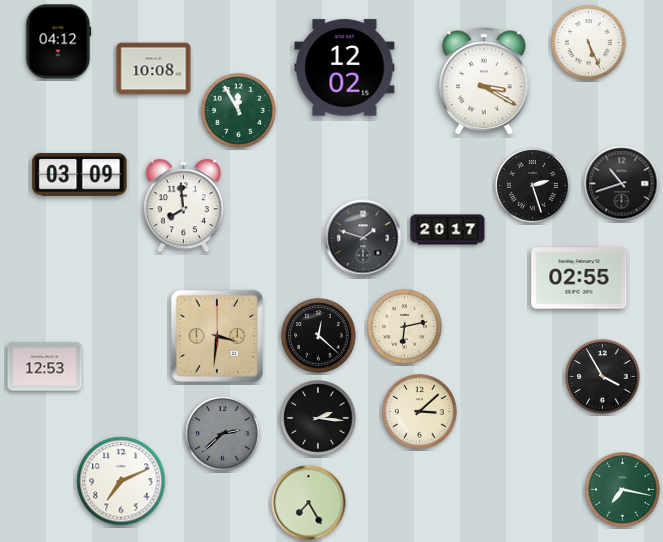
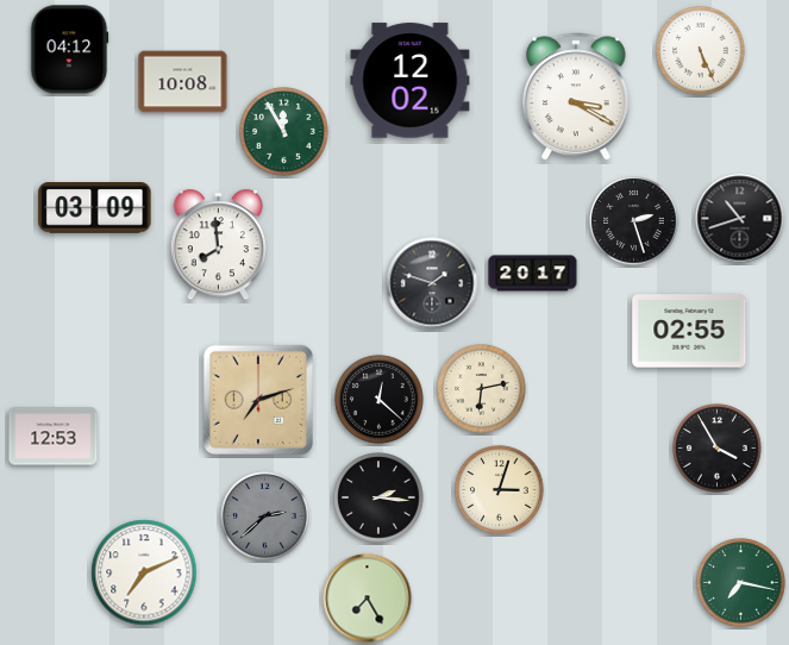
clock at (217, 336): 3:31 -> 7:12
clock at (420, 412): 3:08 -> 3:03
